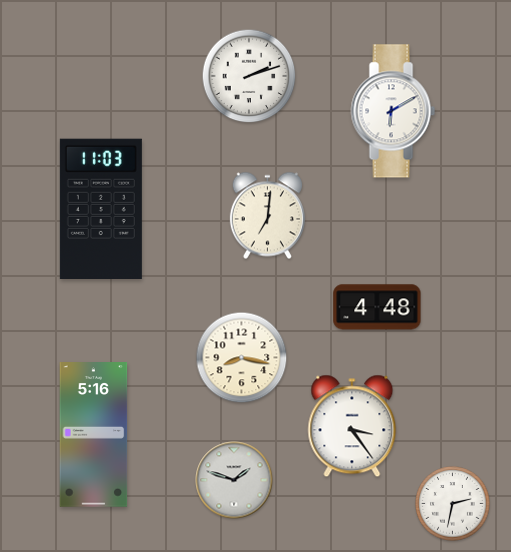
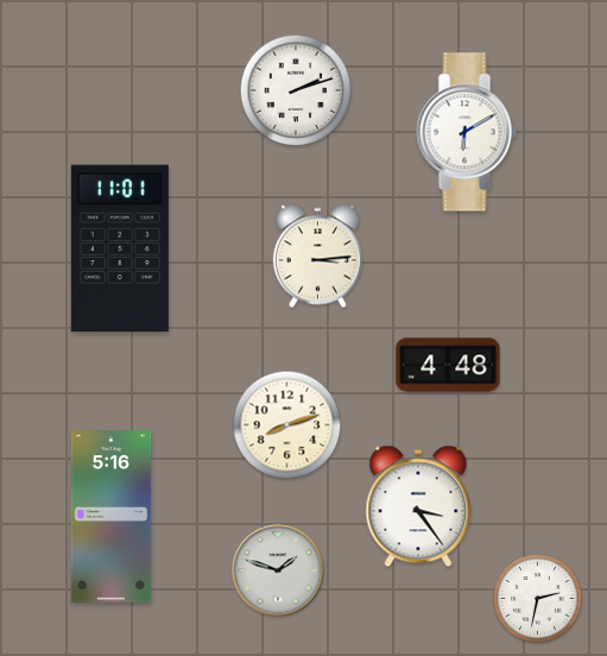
clock at (101, 208): 11:03 -> 11:01
clock at (267, 216): 7:01 -> 3:14
clock at (242, 358): 8:17 -> 8:12
